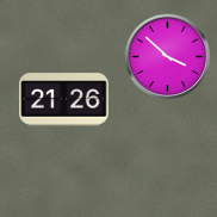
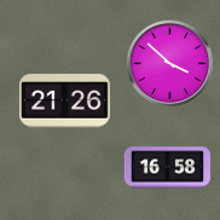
clock at (168, 57) position: (168, 57) -> (170, 64)
clock at (168, 168): none -> 16:58
